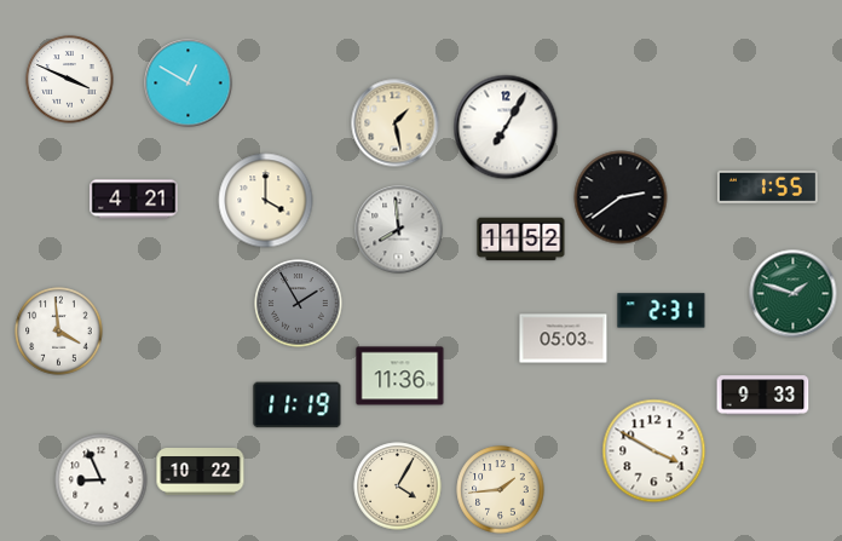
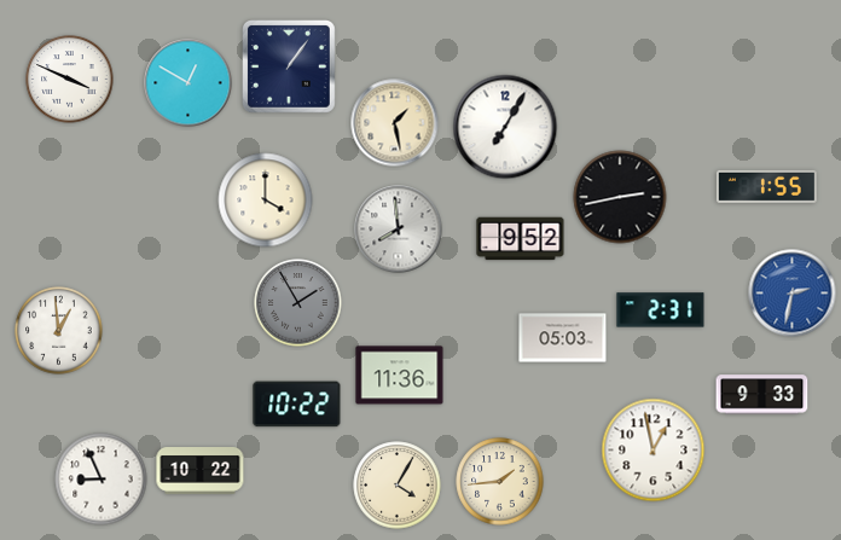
clock at (290, 68): none -> 1:06
clock at (621, 197): 2:39 -> 2:43
clock at (134, 200): 4:21 -> none
clock at (521, 240): 11:52 -> 9:52
clock at (794, 294): 1:48 -> 2:32
clock at (794, 294) dial: green -> blue
clock at (59, 332): 3:59 -> 12:59
clock at (298, 405): 11:19 -> 10:22
clock at (654, 451): 3:50 -> 12:58
clock at (501, 490) position: (501, 490) -> (500, 482)
